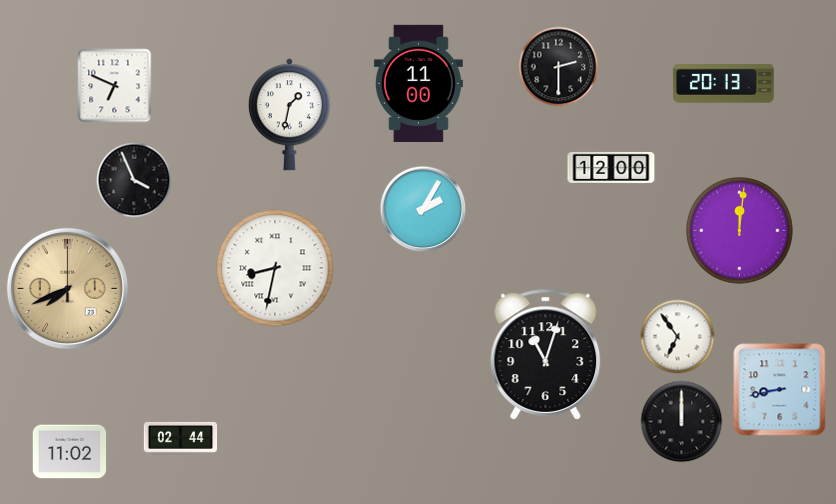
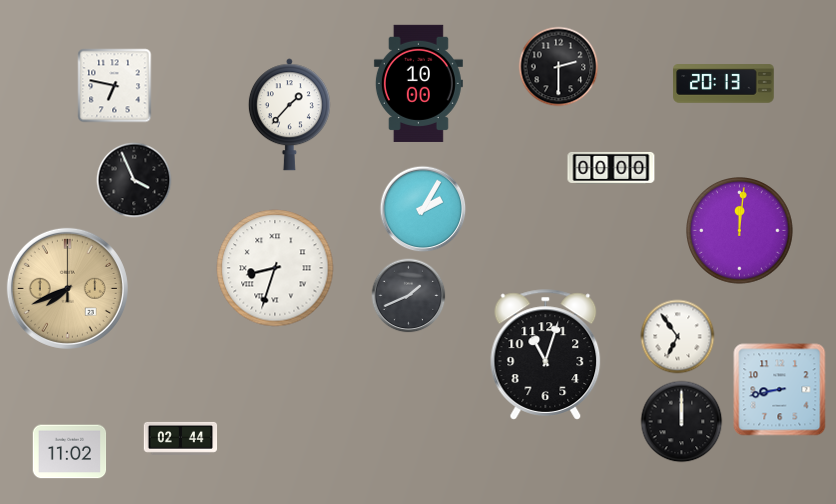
clock at (418, 83): 11:00 -> 10:00
clock at (115, 86): 6:49 -> 6:47
clock at (289, 115): 1:32 -> 1:37
clock at (611, 168): 12:00 -> 00:00
clock at (275, 268): 8:32 -> 8:33
clock at (409, 296): none -> 1:41
